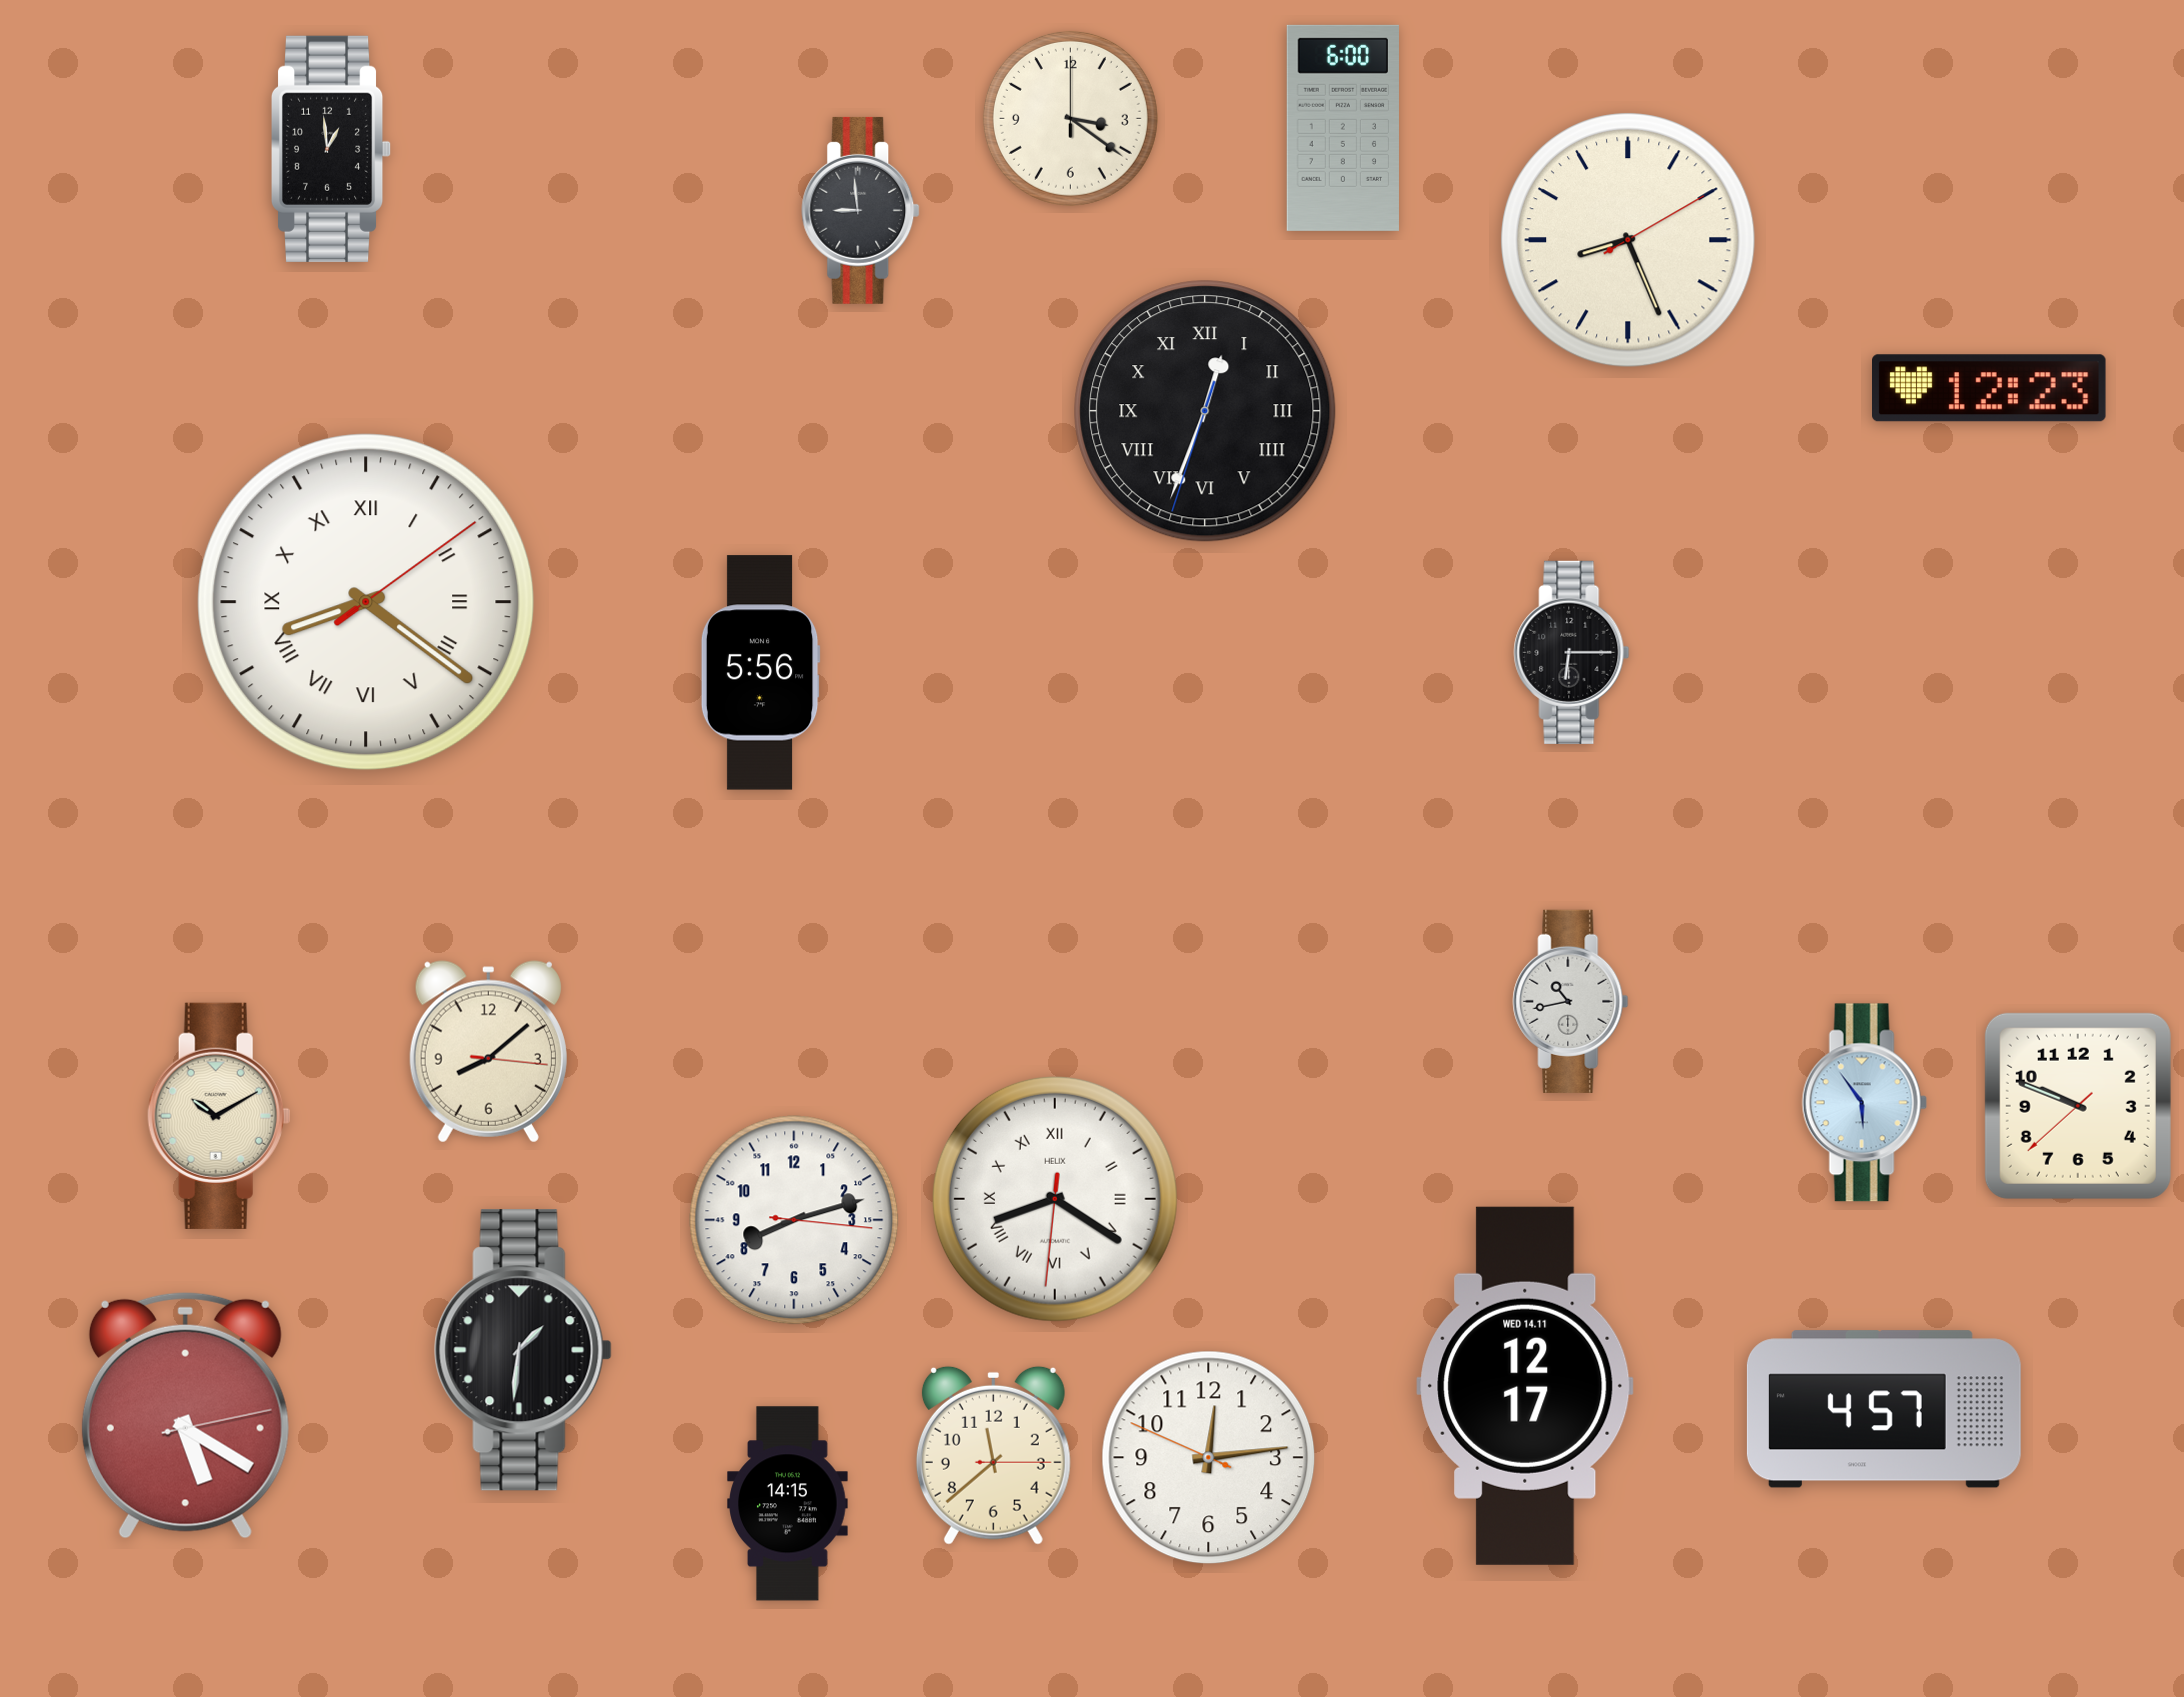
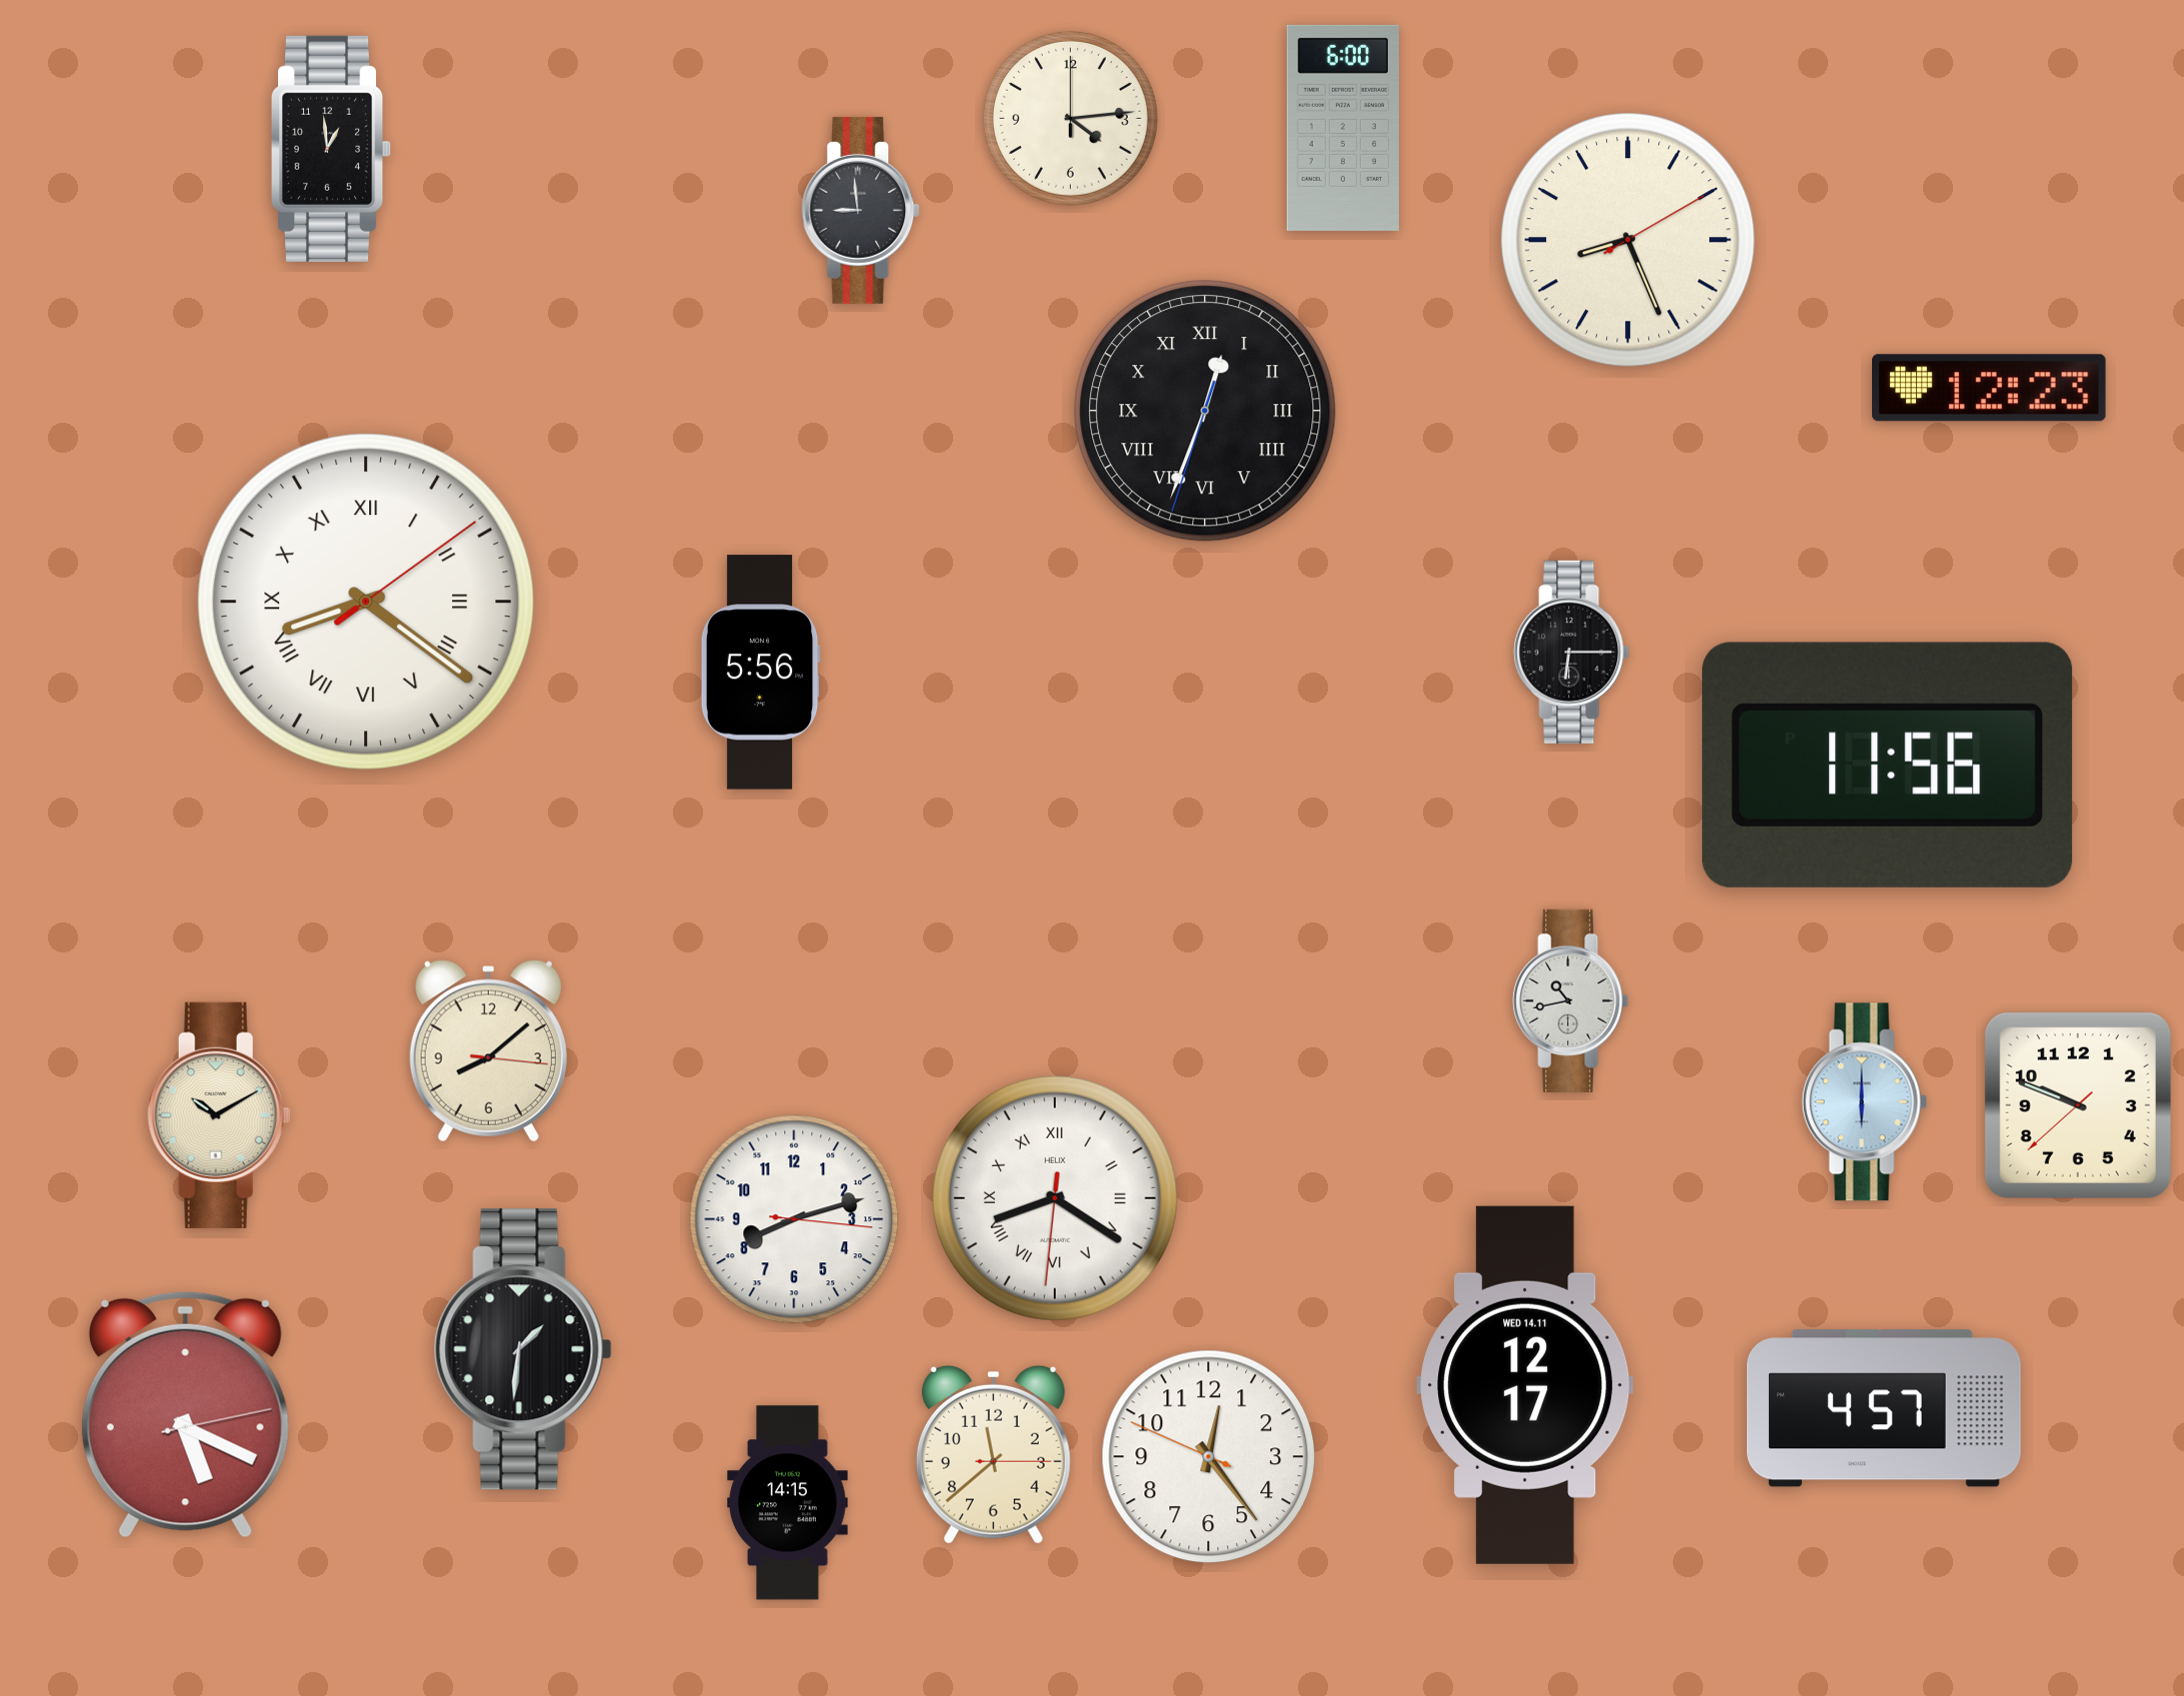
clock at (1070, 118): 3:21 -> 4:14
clock at (1888, 765): none -> 11:56
clock at (1864, 1103): 5:54 -> 6:00
clock at (185, 1415): 5:20 -> 5:19
clock at (1209, 1458): 12:13 -> 12:23
